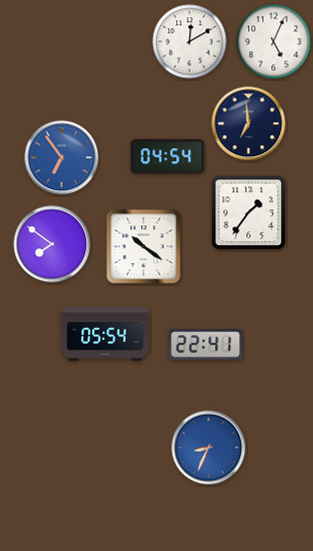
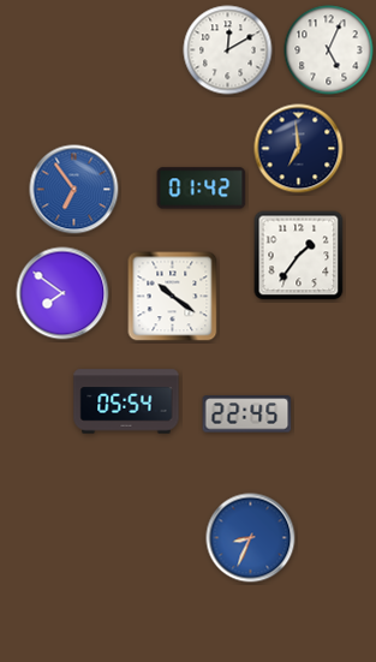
clock at (168, 157): 04:54 -> 01:42
clock at (206, 345): 22:41 -> 22:45
